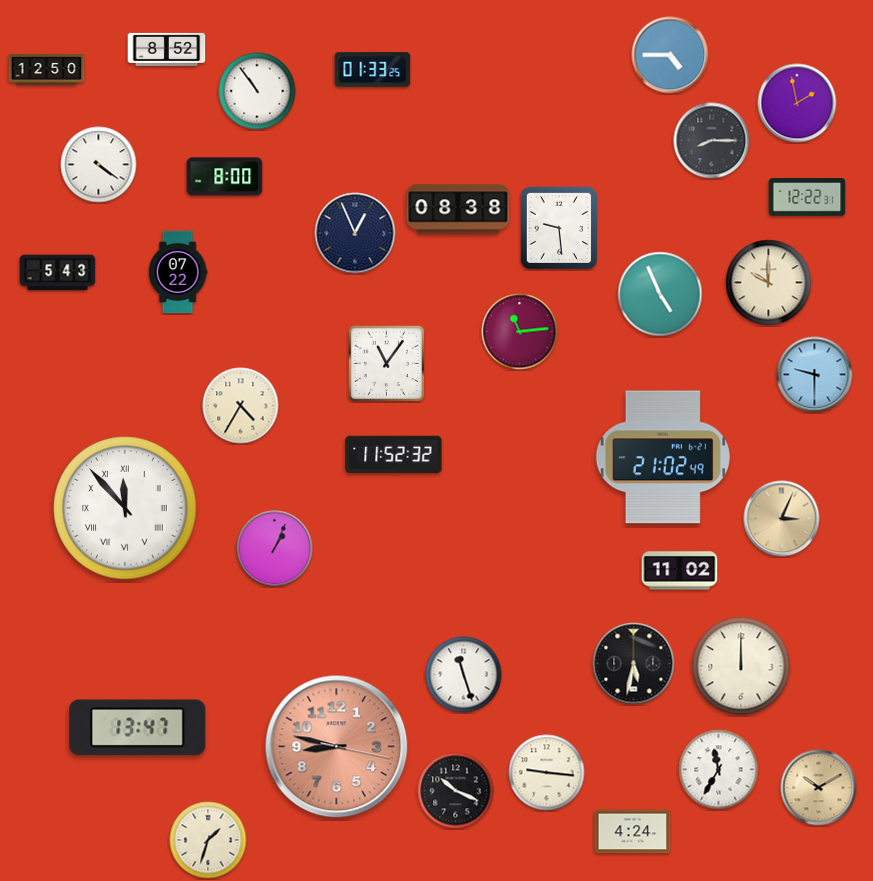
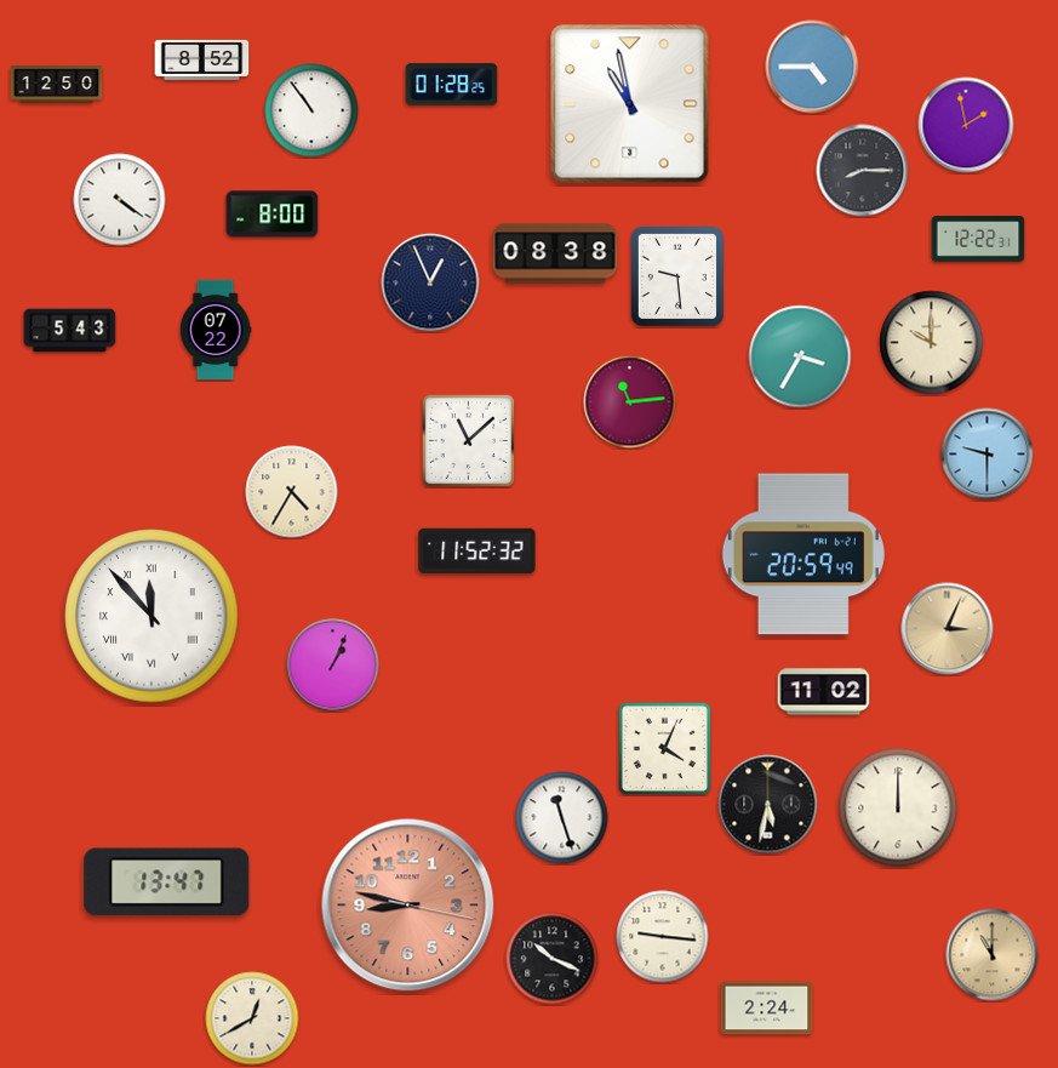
clock at (373, 70): 01:33 -> 01:28
clock at (630, 104): none -> 10:58
clock at (660, 294): 4:56 -> 3:35
clock at (386, 363): 11:06 -> 11:08
clock at (663, 457): 21:02 -> 20:59
clock at (664, 748): none -> 4:04
clock at (719, 770): 11:35 -> none
clock at (819, 788): 10:10 -> 11:00
clock at (633, 832): 4:24 -> 2:24
clock at (208, 840): 1:33 -> 12:40
